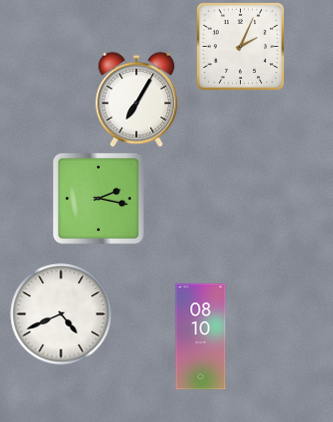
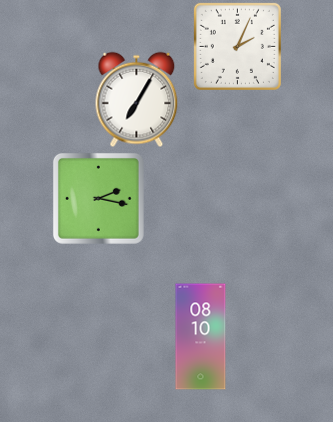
clock at (240, 46) position: (240, 46) -> (237, 46)
clock at (61, 314): 4:41 -> none
